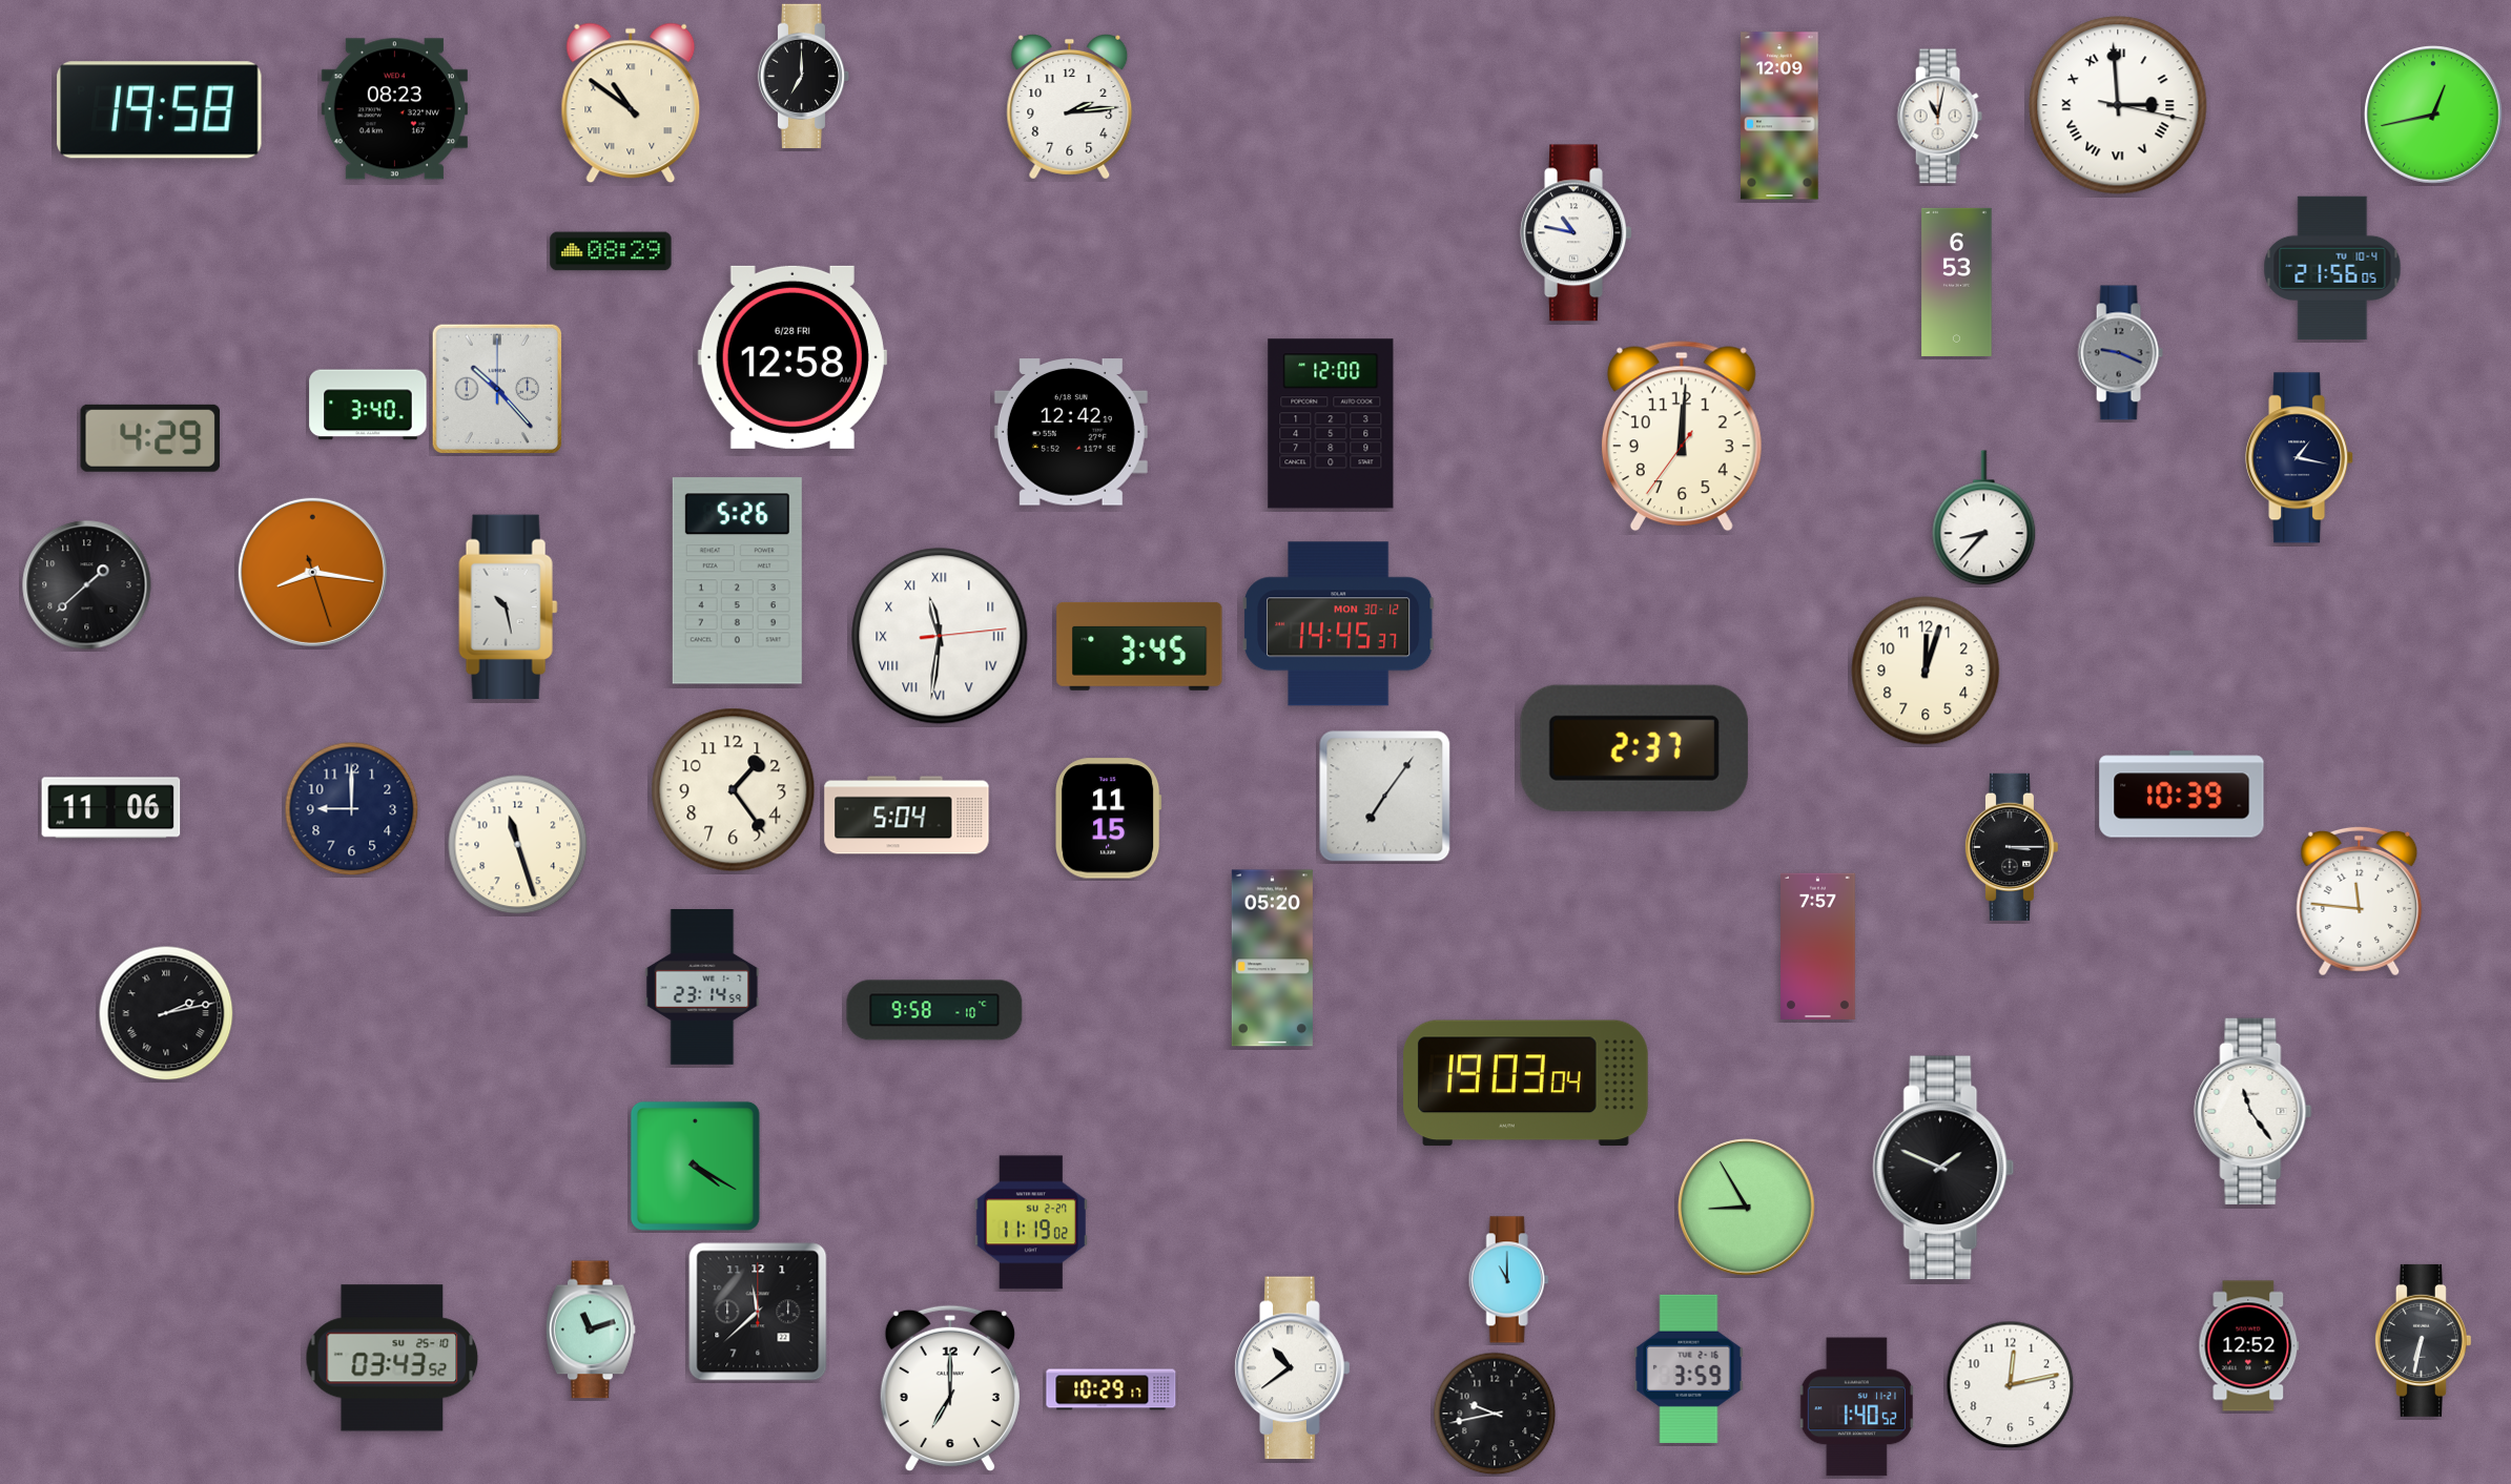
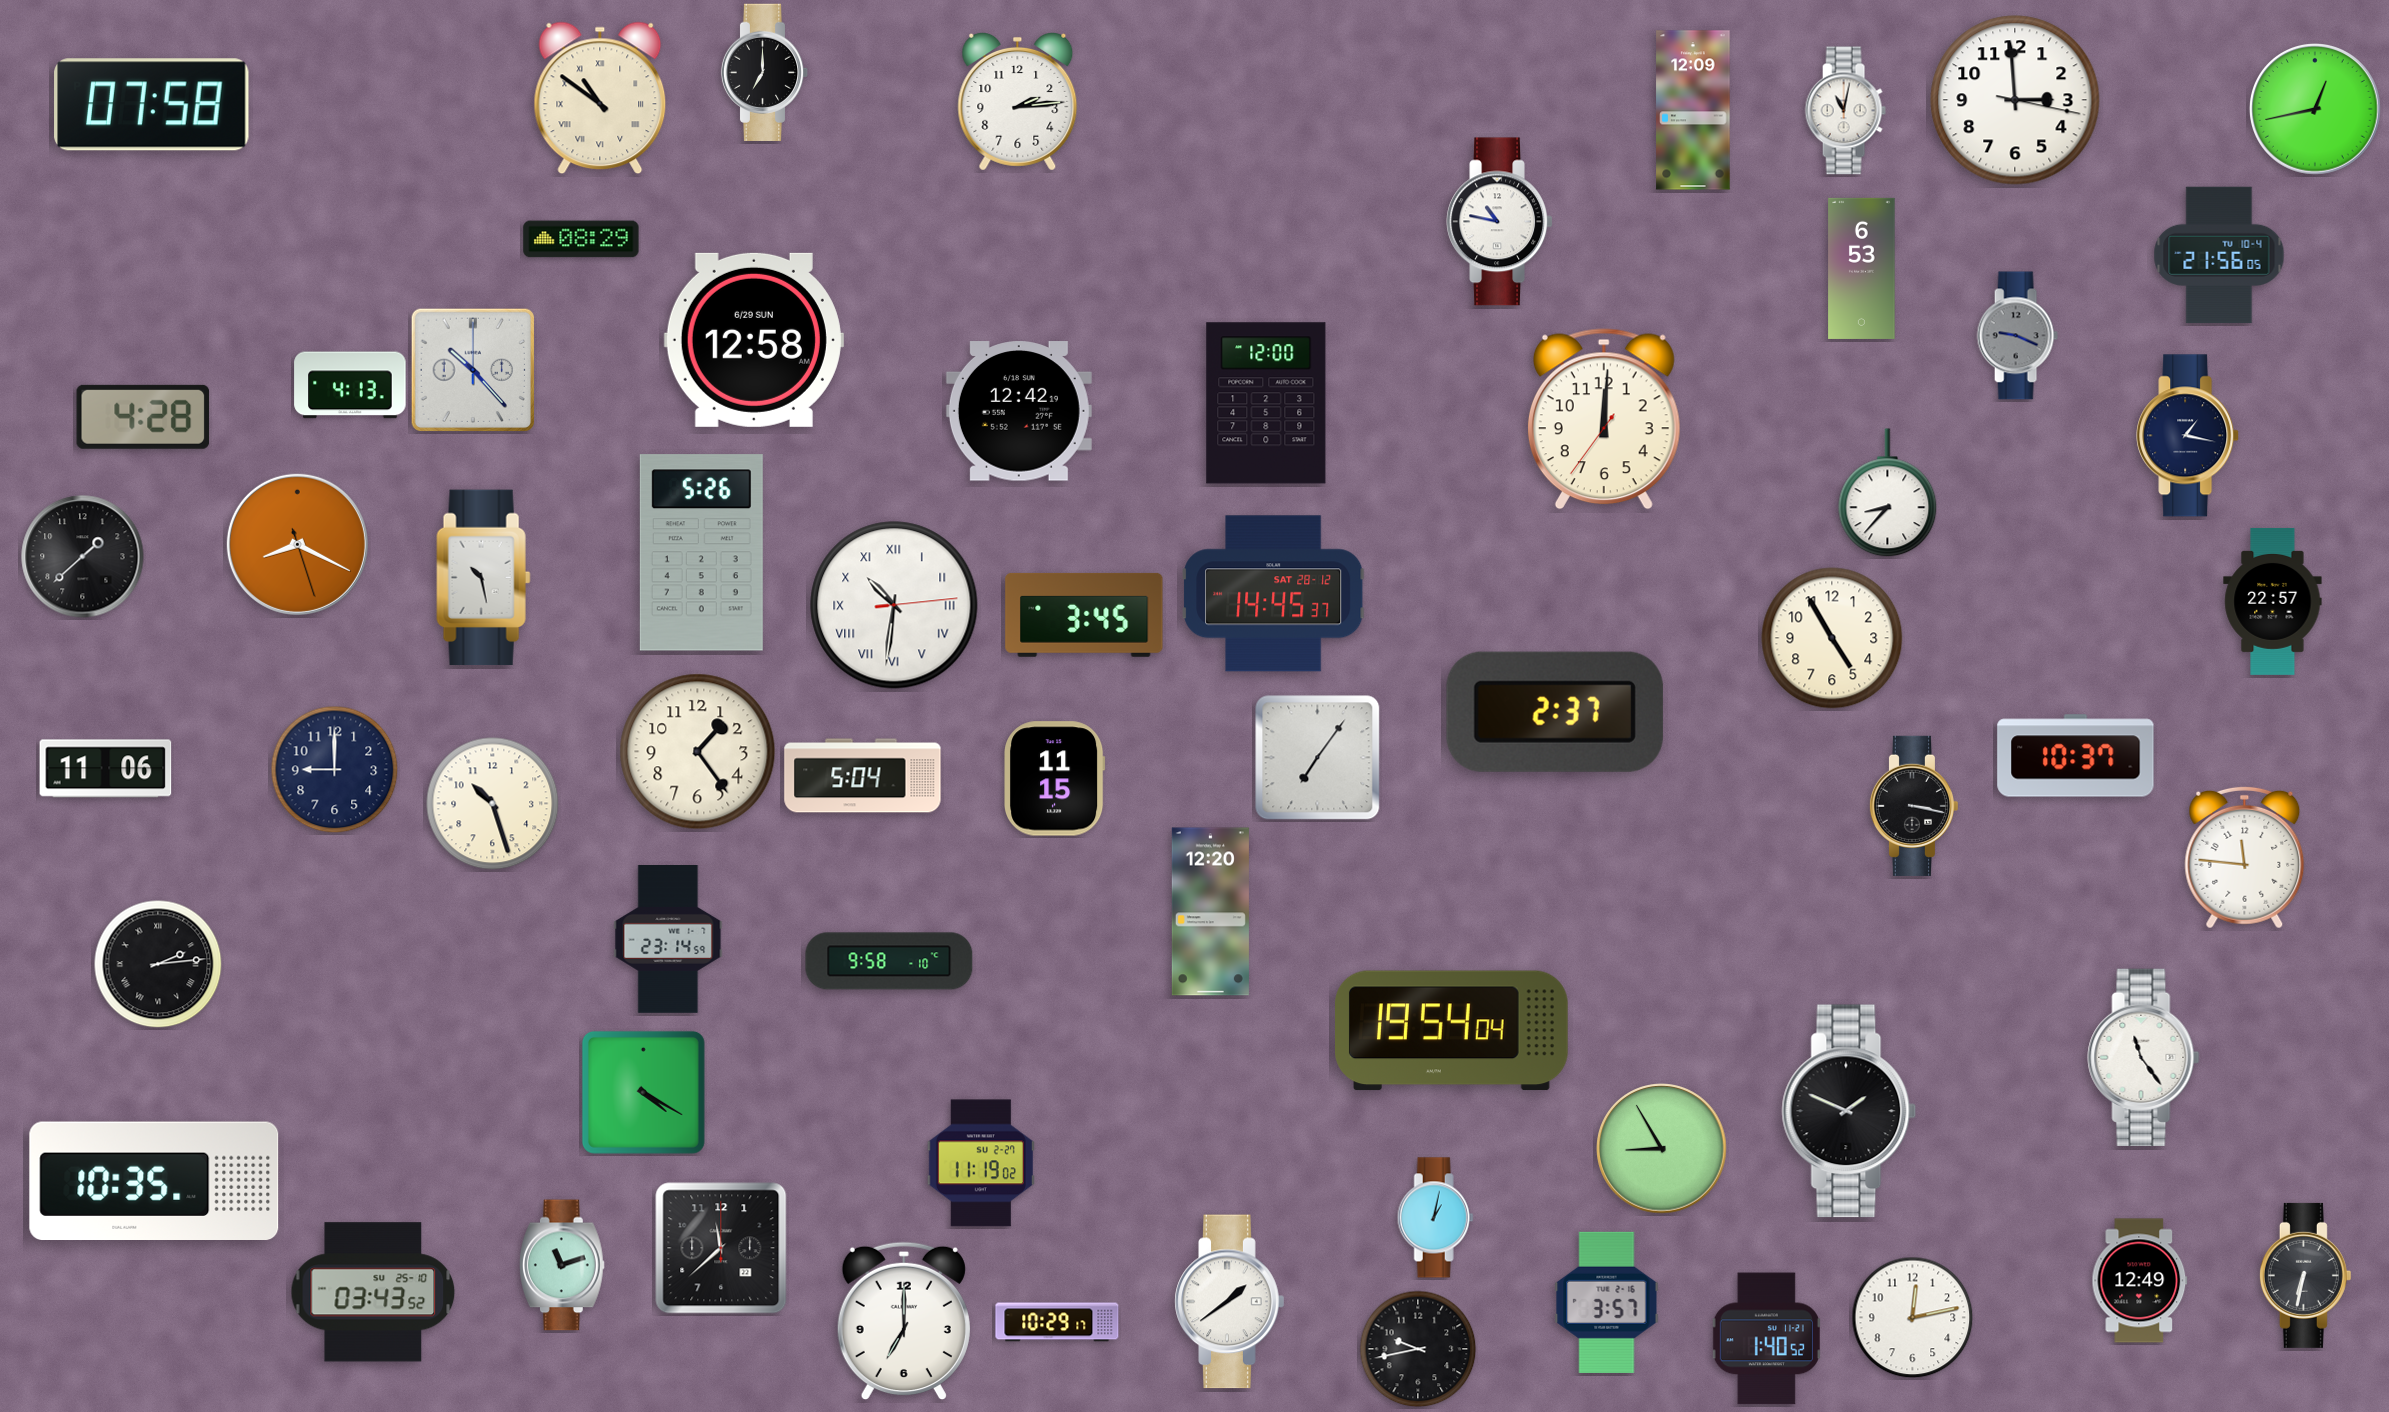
clock at (2118, 105) numerals: Roman -> Arabic
clock at (394, 109): 08:23 -> none
clock at (160, 110): 19:58 -> 07:58
clock at (793, 357) date: 6/28 FRI -> 6/29 SUN
clock at (368, 405): 3:40 -> 4:13
clock at (1682, 436) position: (1682, 436) -> (1604, 419)
clock at (150, 438): 4:29 -> 4:28
clock at (312, 572): 8:16 -> 8:19
clock at (1339, 624) date: MON 30-12 -> SAT 28-12
clock at (2273, 601): none -> 22:57
clock at (940, 636): 11:31 -> 10:31
clock at (1926, 671): 12:03 -> 4:55
clock at (2182, 795): 10:39 -> 10:37
clock at (518, 845): 11:27 -> 10:27
clock at (2011, 847): 3:15 -> 3:17
clock at (1818, 946): 7:57 -> none
clock at (1272, 959): 05:20 -> 12:20
clock at (166, 1013): 2:13 -> 2:14
clock at (1526, 1084): 19:03 -> 19:54
clock at (695, 1166) position: (695, 1166) -> (643, 1092)
clock at (154, 1180): none -> 10:35
clock at (1508, 1280): 11:00 -> 1:02
clock at (2249, 1346): 12:52 -> 12:49
clock at (1293, 1368): 10:39 -> 1:39
clock at (1689, 1368): 3:59 -> 3:57
clock at (1495, 1414) position: (1495, 1414) -> (1418, 1349)
